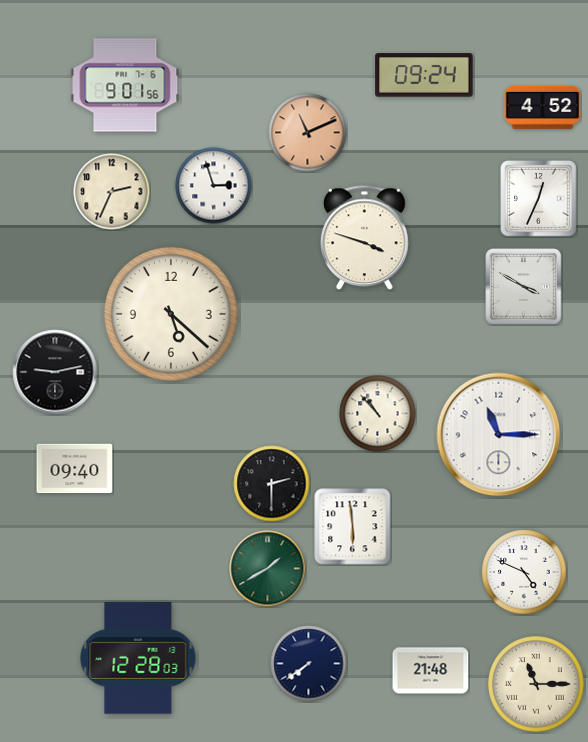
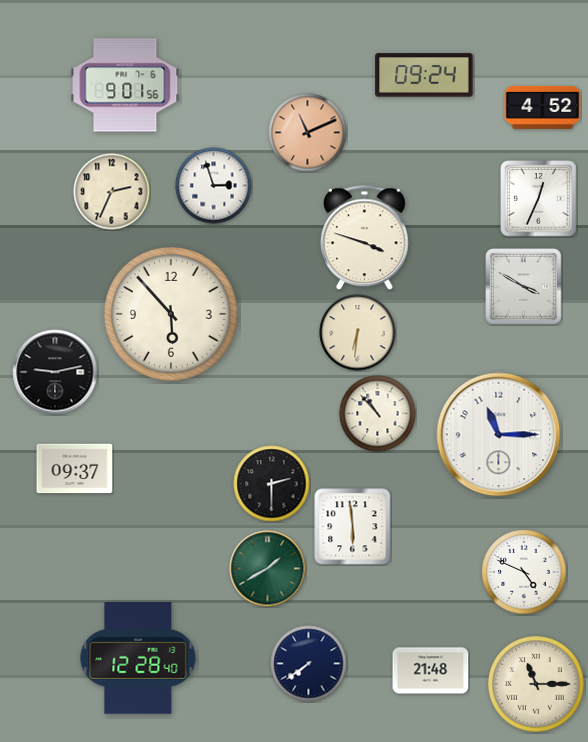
clock at (171, 314): 5:22 -> 5:53
clock at (358, 333): none -> 6:31
clock at (75, 469): 09:40 -> 09:37
clock at (138, 659): 12:28:03 -> 12:28:40
